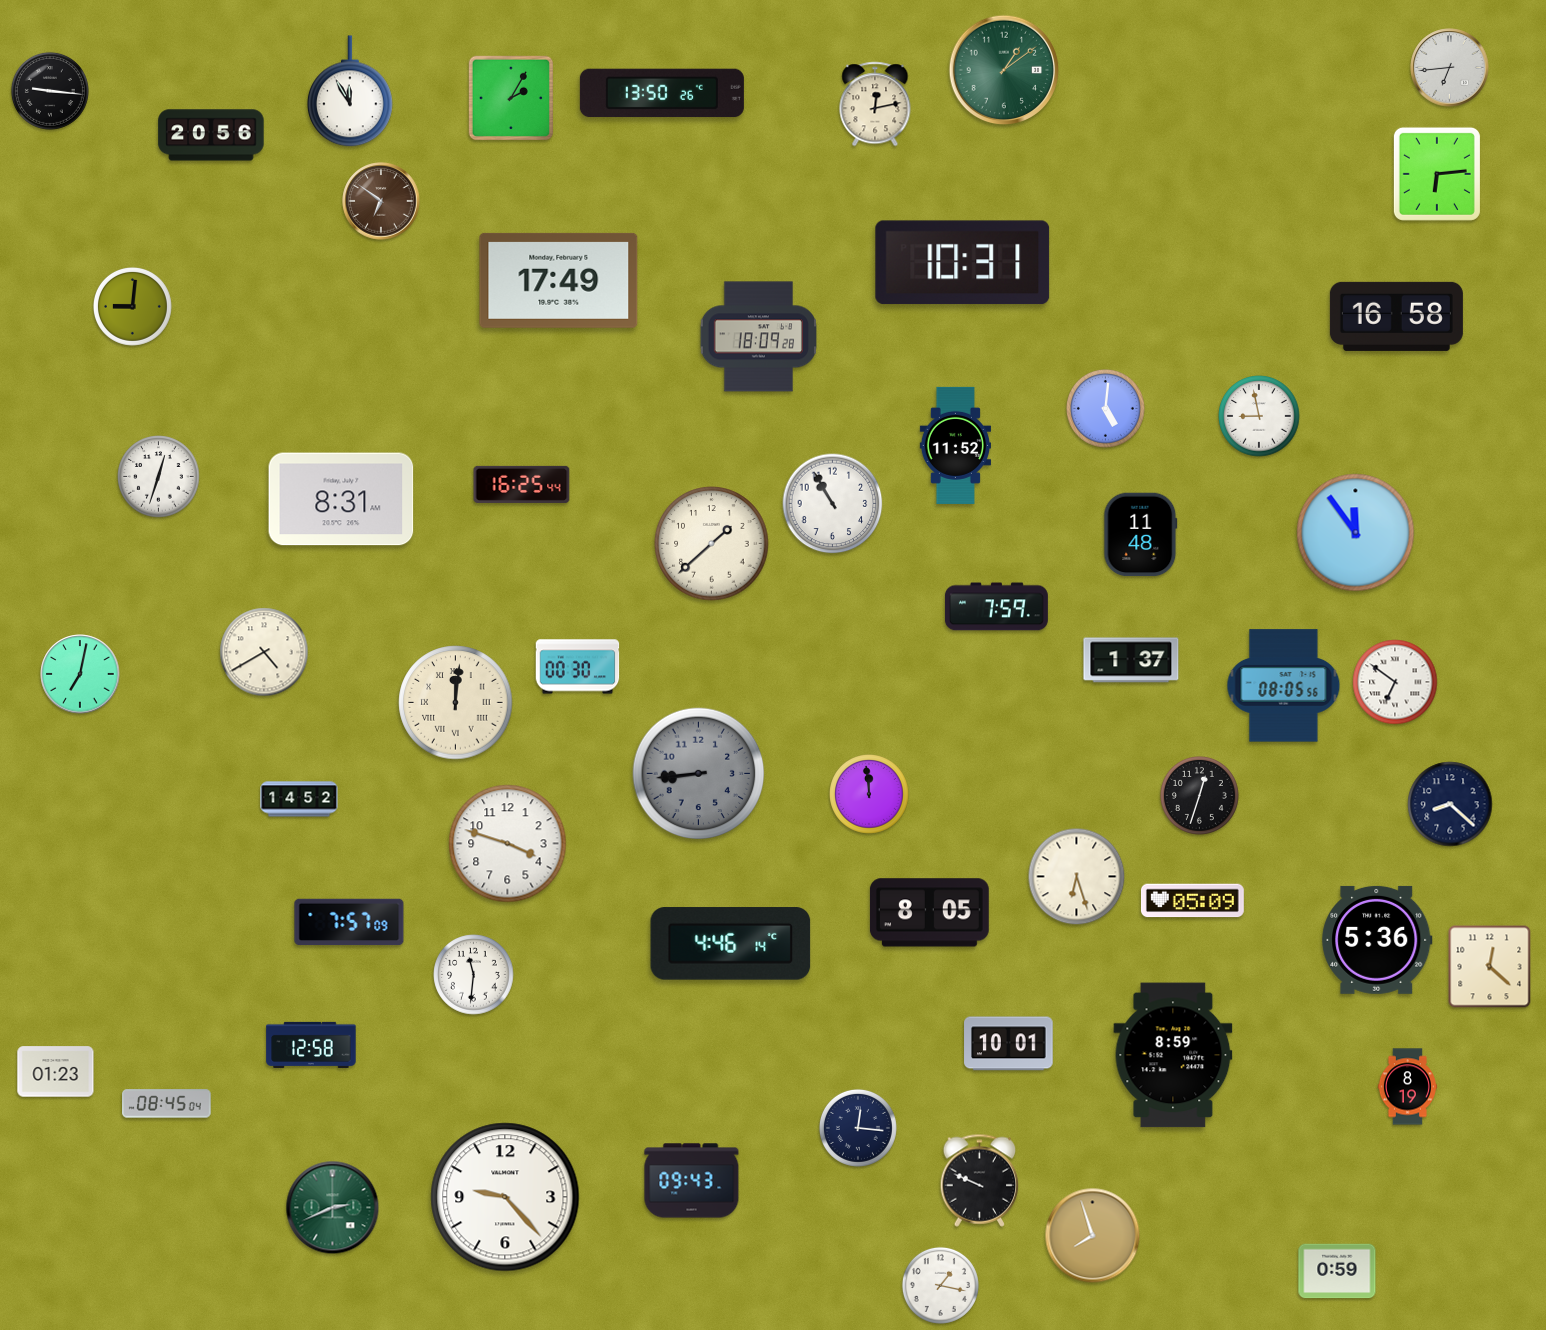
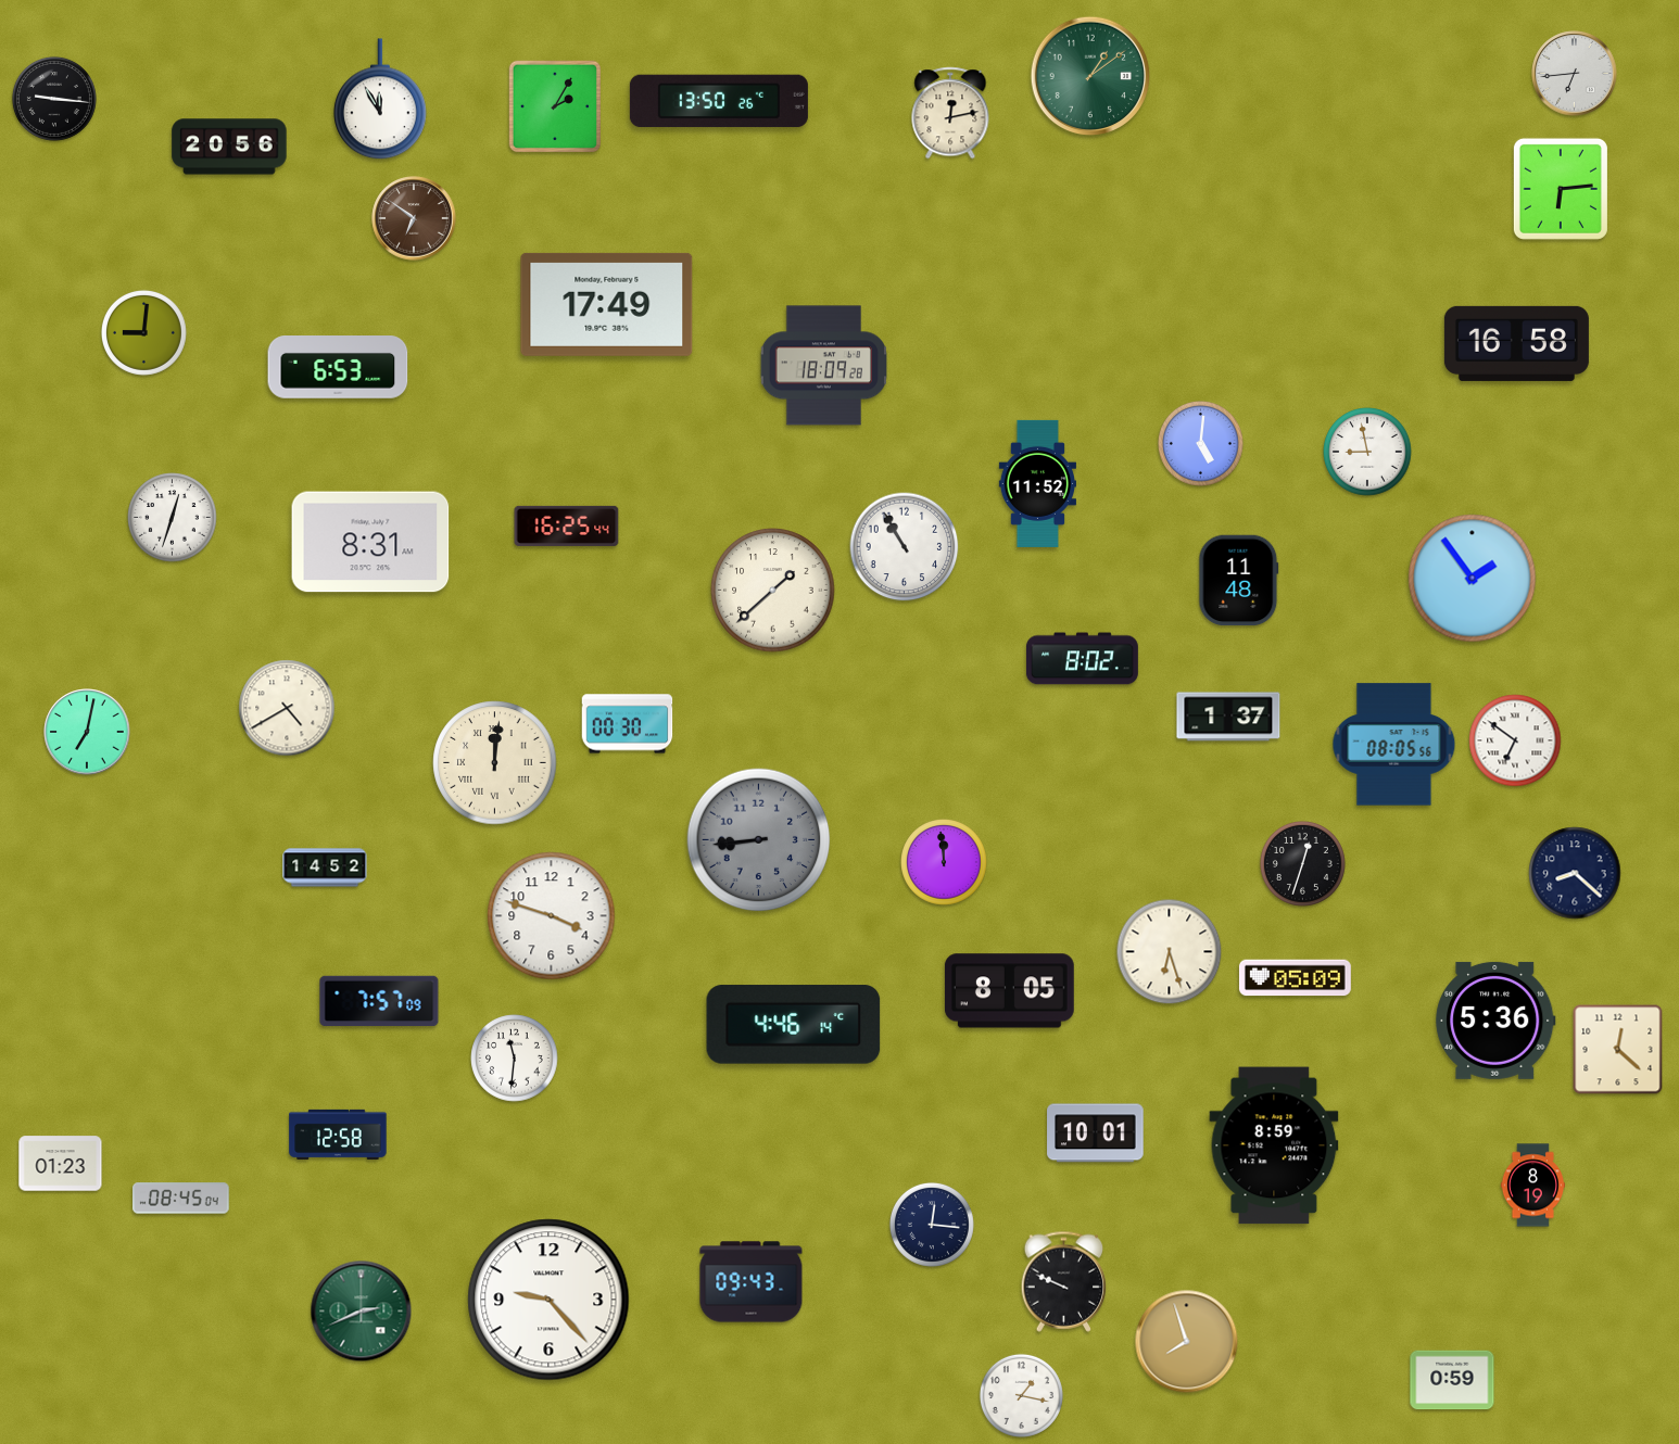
clock at (963, 263): 10:31 -> none
clock at (338, 368): none -> 6:53
clock at (1356, 533): 11:54 -> 1:54
clock at (996, 607): 7:59 -> 8:02
clock at (1407, 1087) position: (1407, 1087) -> (1532, 1186)
